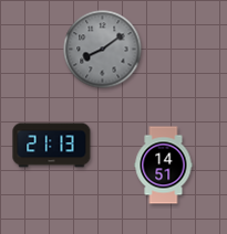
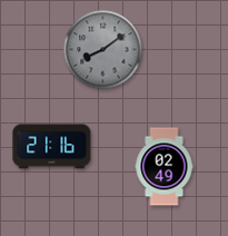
clock at (52, 146): 21:13 -> 21:16
clock at (164, 166): 14:51 -> 02:49
